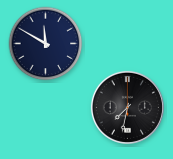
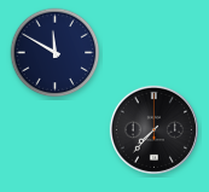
clock at (127, 107): 7:32 -> 7:37
